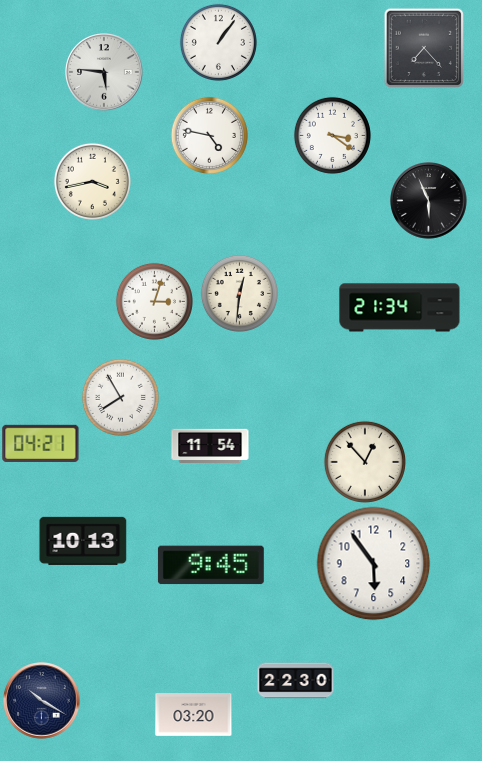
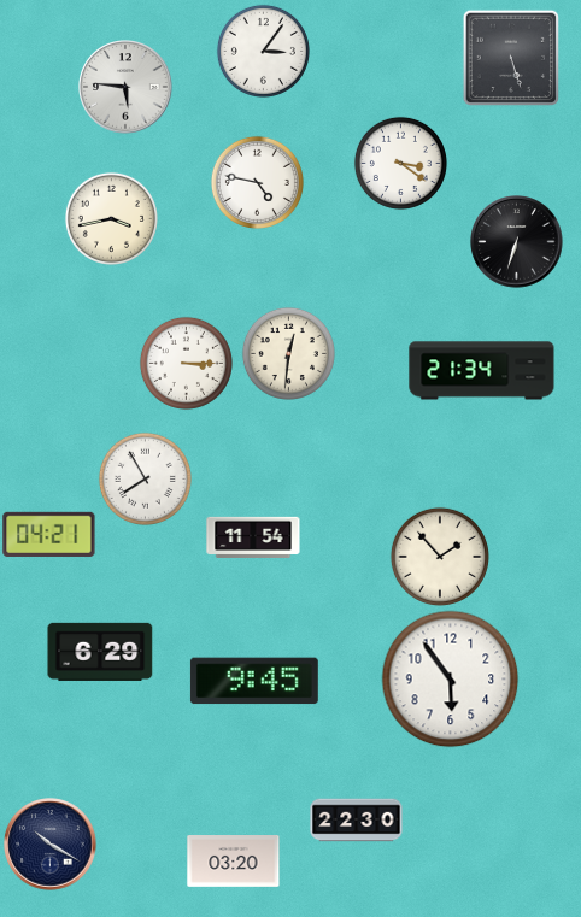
clock at (218, 42): 1:06 -> 3:06
clock at (424, 48): 7:23 -> 5:27
clock at (209, 135) position: (209, 135) -> (257, 182)
clock at (429, 201): 5:56 -> 6:33
clock at (154, 301): 3:03 -> 3:15
clock at (365, 462): 12:53 -> 1:53
clock at (83, 541): 10:13 -> 6:29
